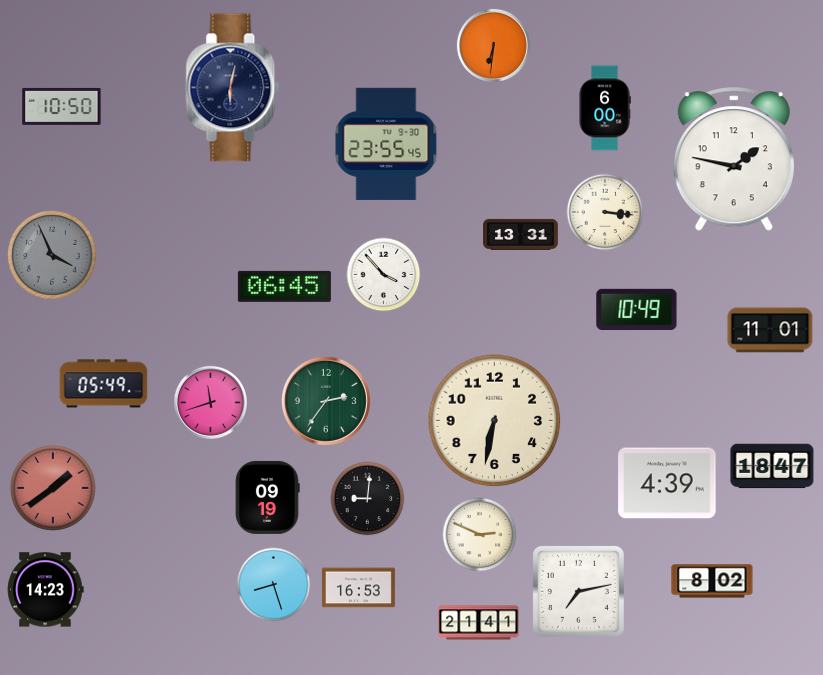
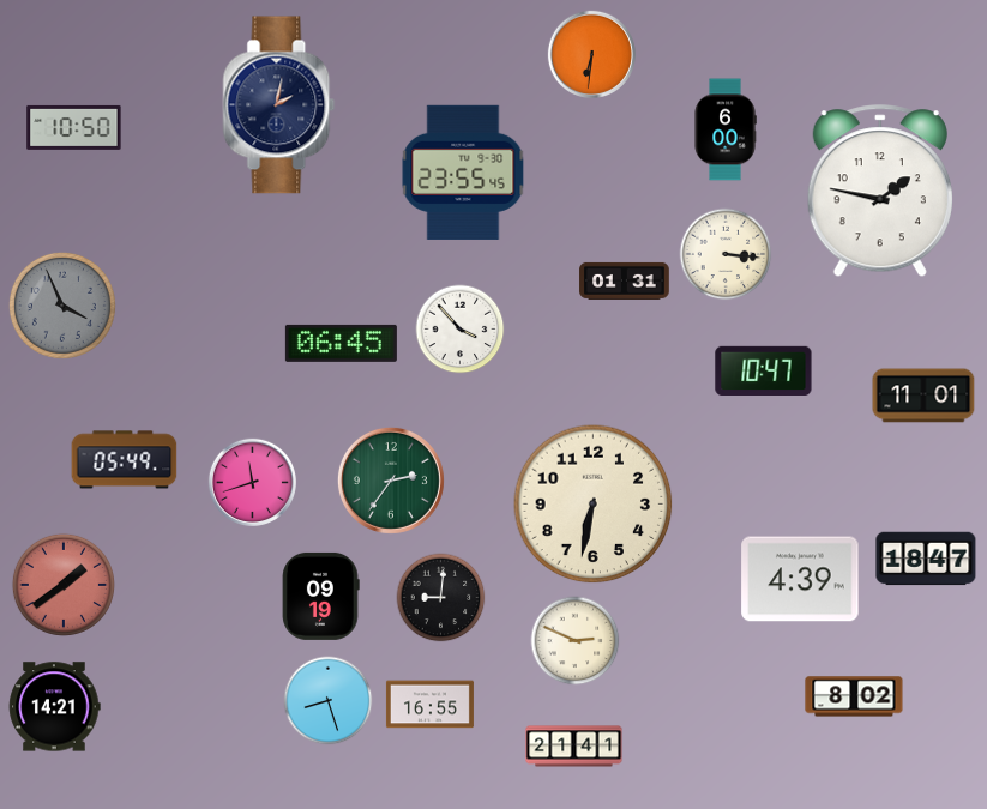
clock at (233, 88): 6:02 -> 2:02
clock at (521, 234): 13:31 -> 01:31
clock at (637, 309): 10:49 -> 10:47
clock at (358, 588): 16:53 -> 16:55
clock at (46, 590): 14:23 -> 14:21
clock at (578, 591): 7:13 -> none
